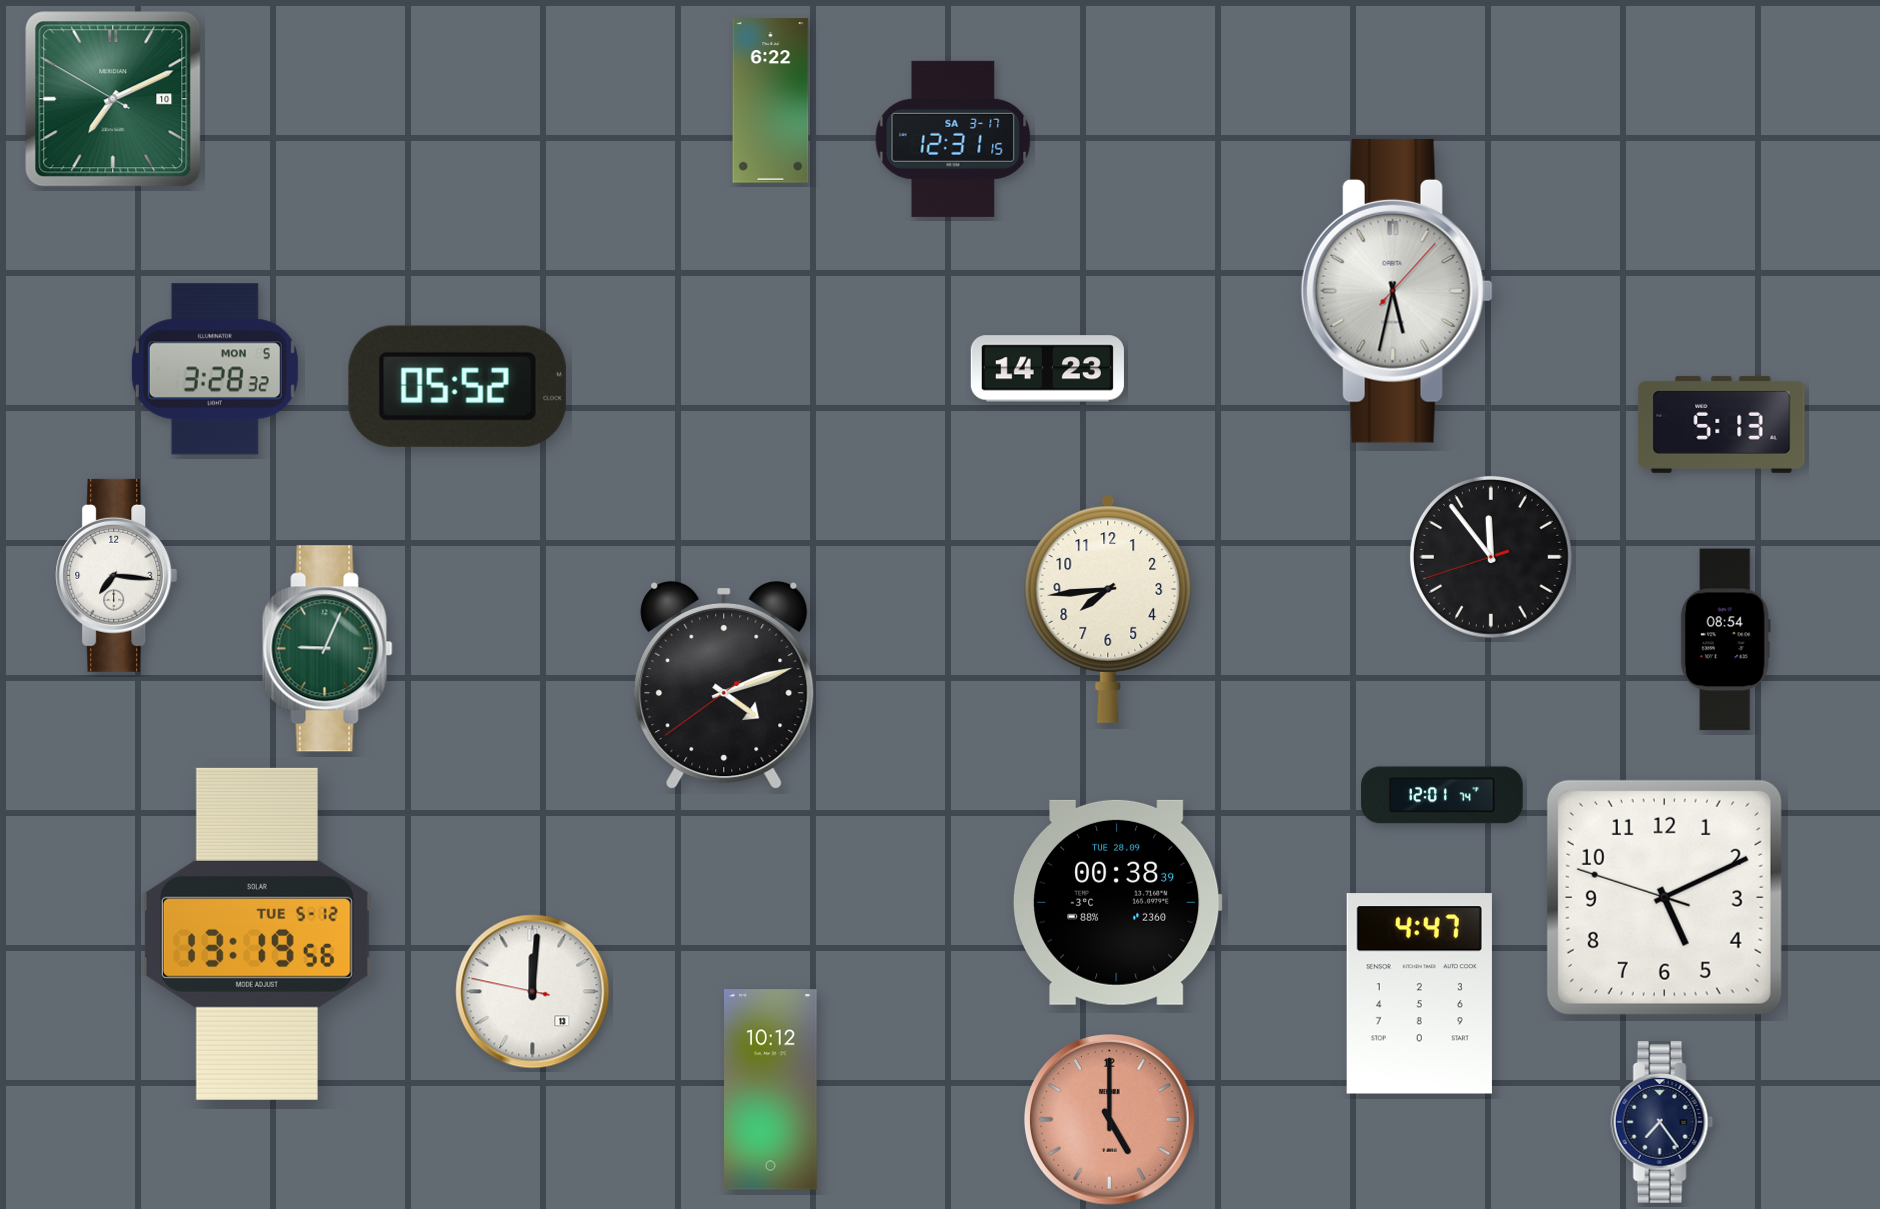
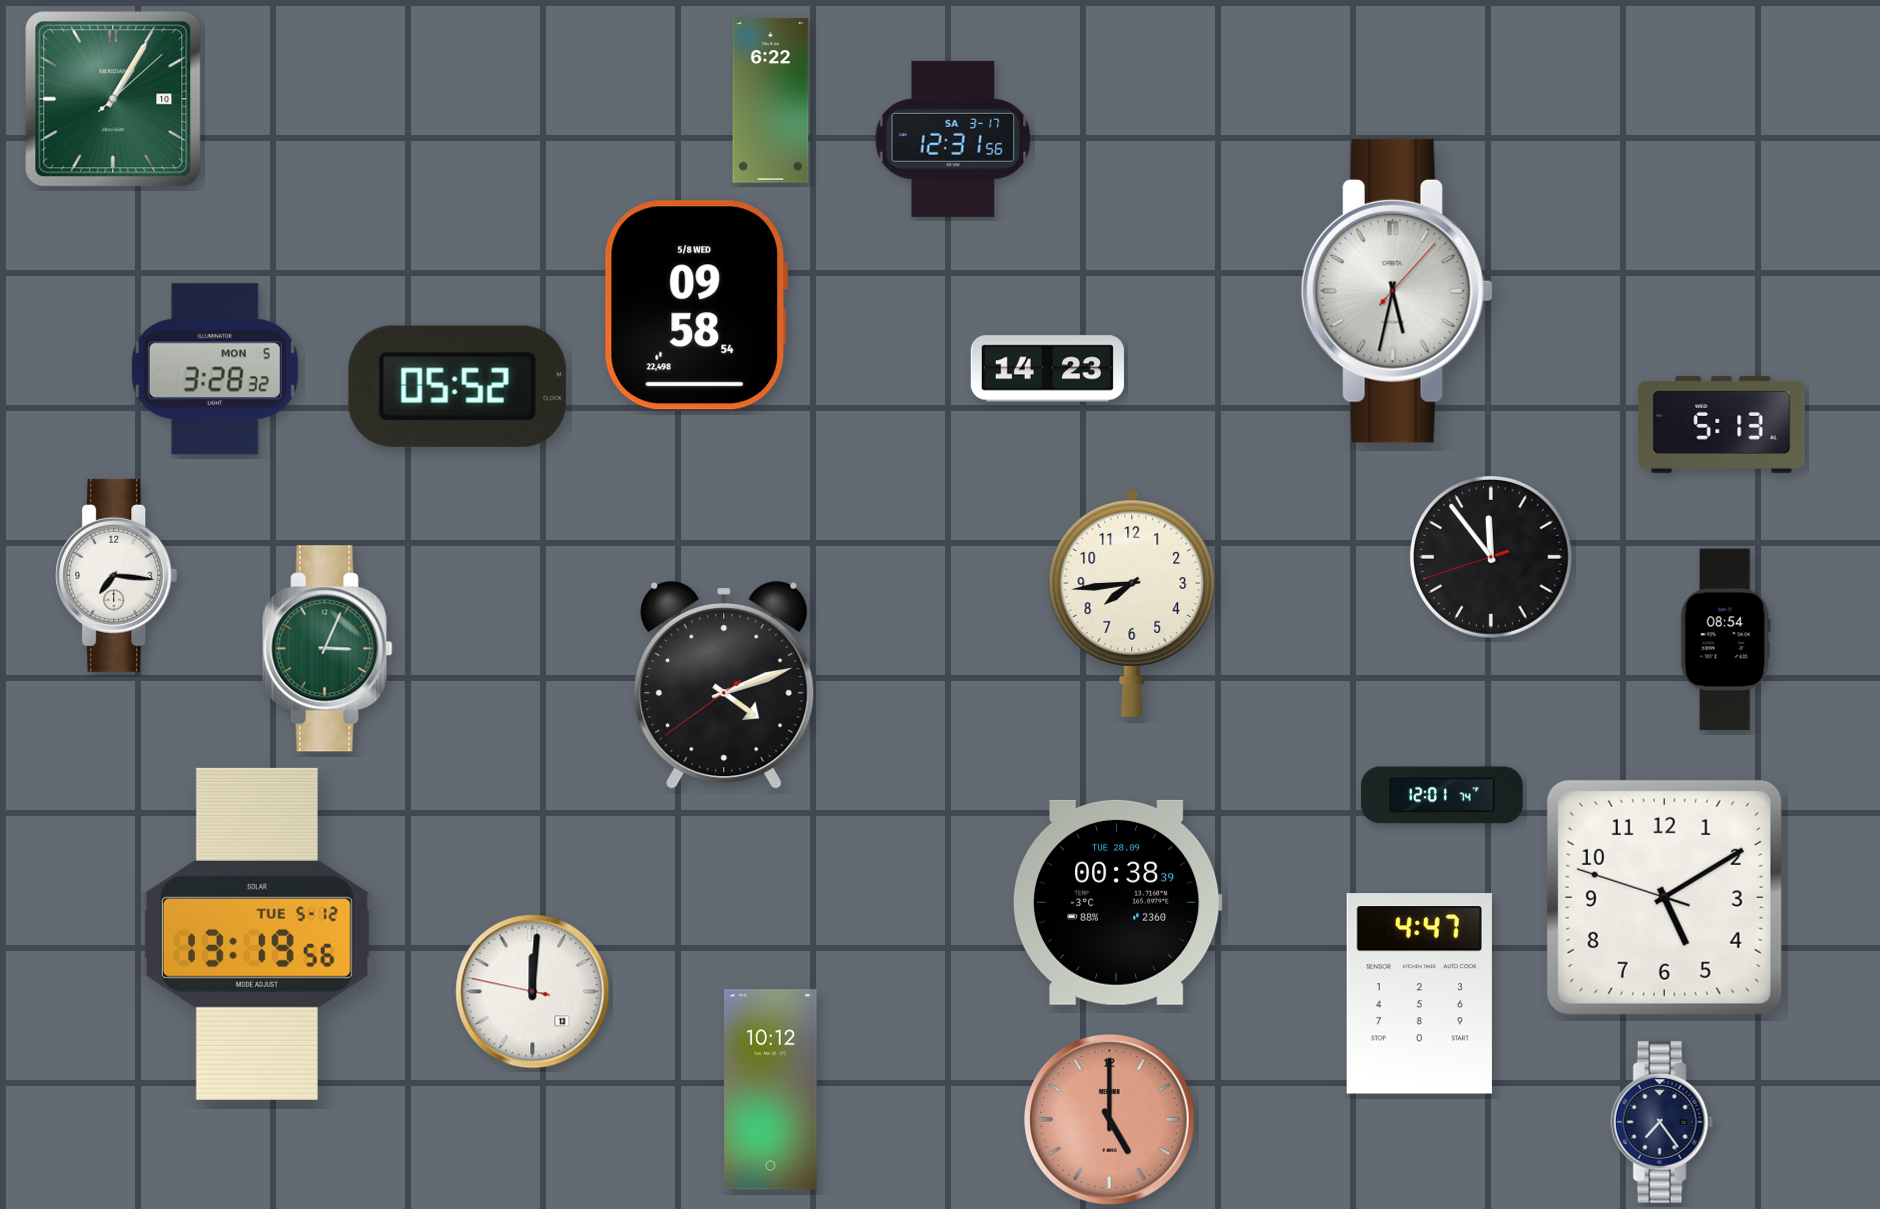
clock at (113, 99): 7:10 -> 1:05
clock at (953, 139): 12:31:15 -> 12:31:56
clock at (696, 305): none -> 09:58
clock at (1108, 609) position: (1108, 609) -> (1132, 603)
clock at (328, 649): 9:04 -> 3:04
clock at (1664, 897): 5:10 -> 5:09
